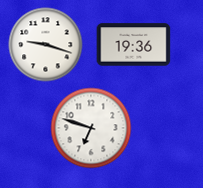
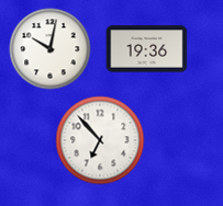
clock at (46, 45): 9:18 -> 10:02
clock at (91, 128): 6:48 -> 6:53
